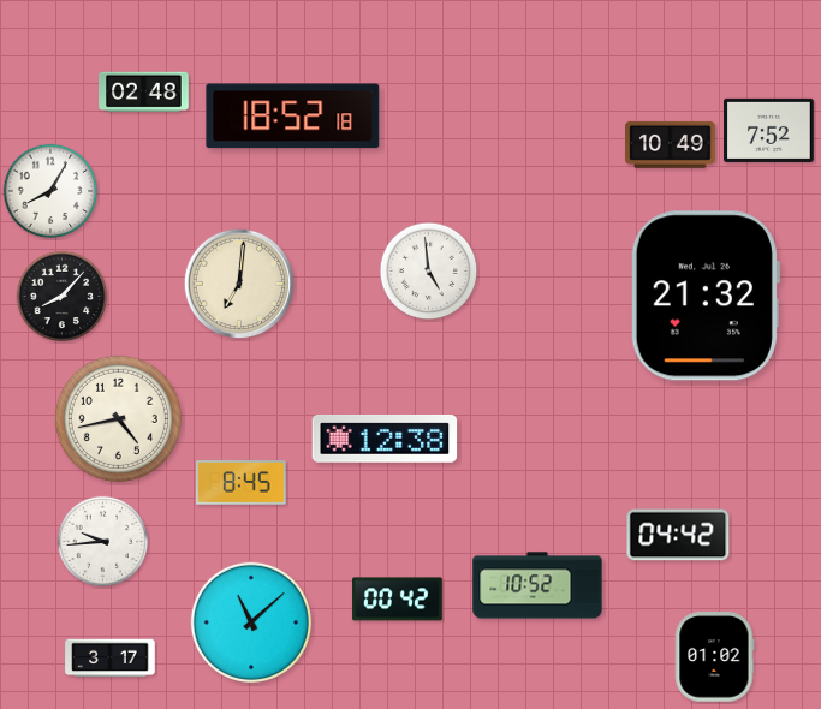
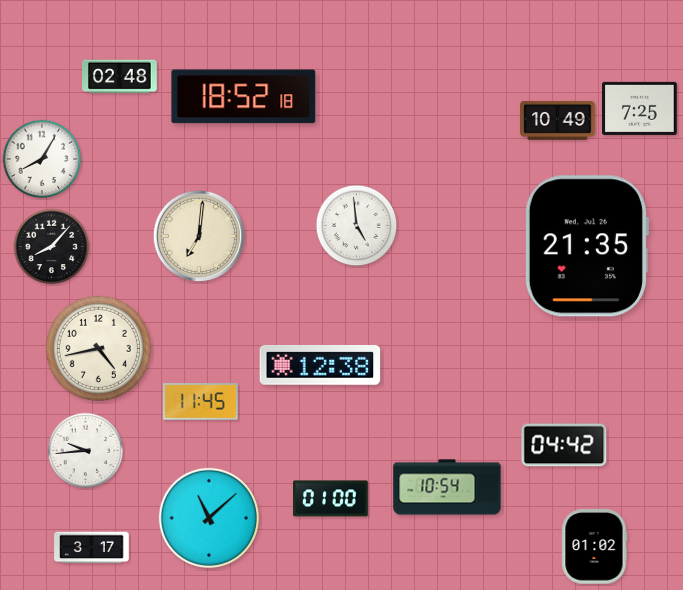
clock at (769, 130): 7:52 -> 7:25
clock at (704, 296): 21:32 -> 21:35
clock at (242, 483): 8:45 -> 11:45
clock at (537, 585): 10:52 -> 10:54
clock at (398, 600): 00:42 -> 01:00
